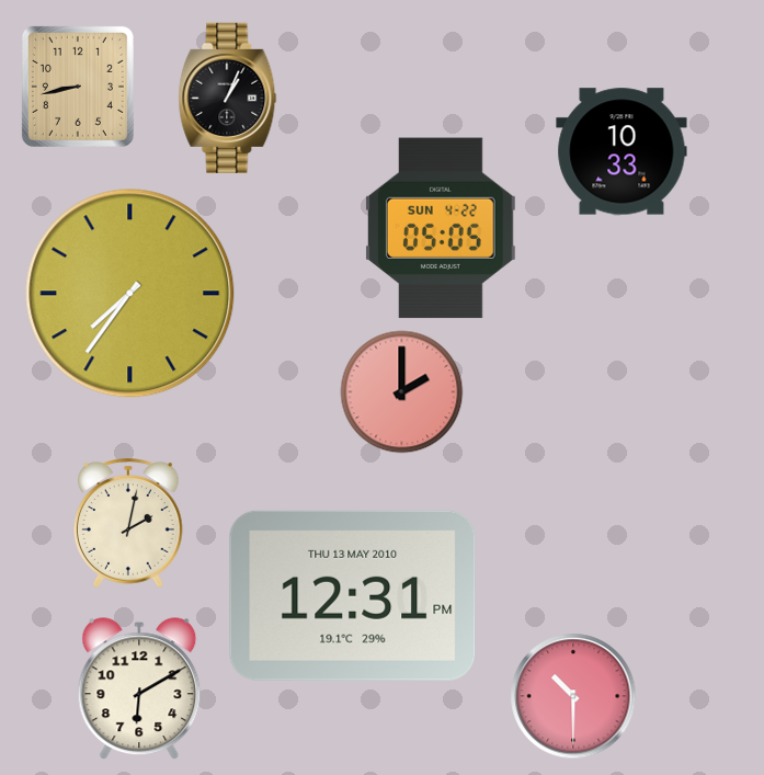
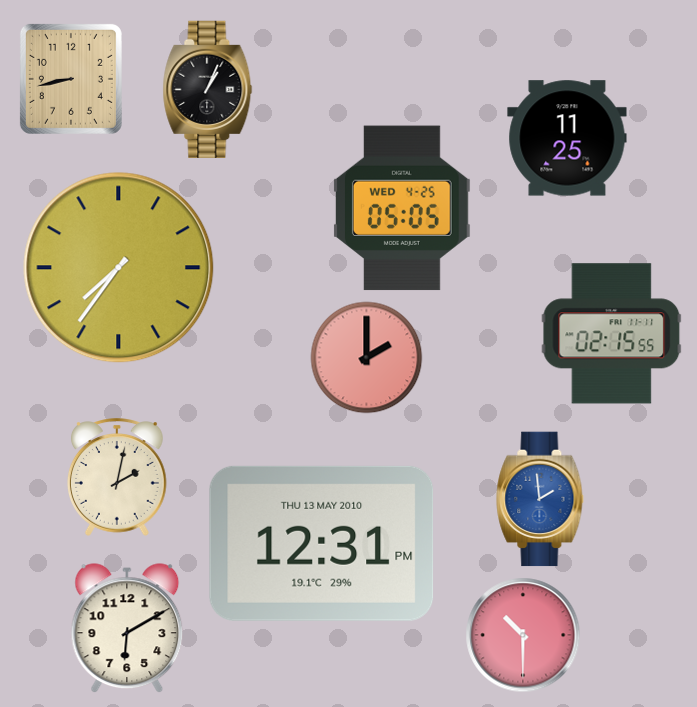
clock at (622, 151): 10:33 -> 11:25
clock at (441, 228) date: SUN 4-22 -> WED 4-25
clock at (612, 334): none -> 02:15
clock at (540, 499): none -> 1:59
